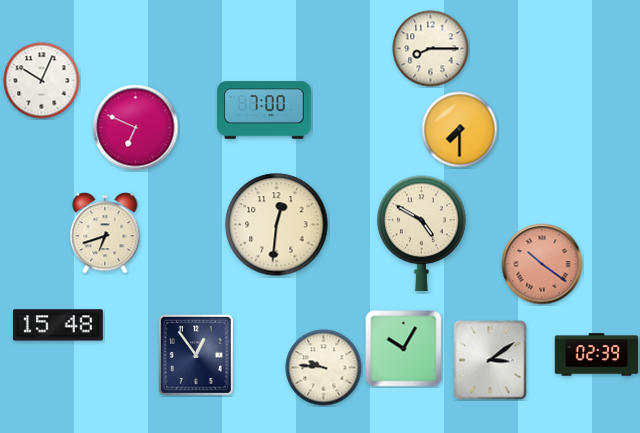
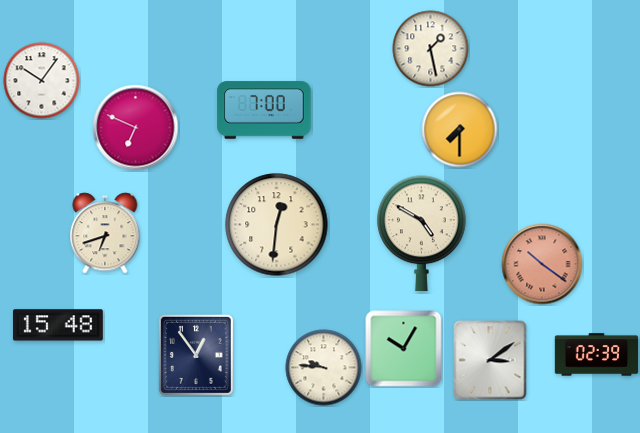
clock at (431, 49): 8:15 -> 1:28
clock at (42, 81): 10:04 -> 10:06
